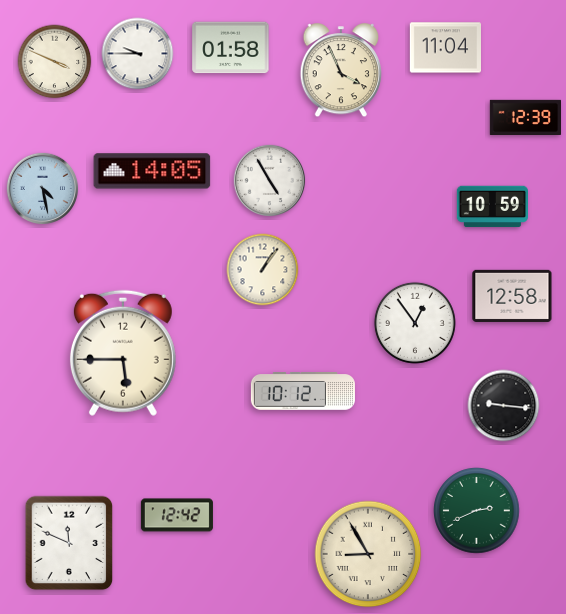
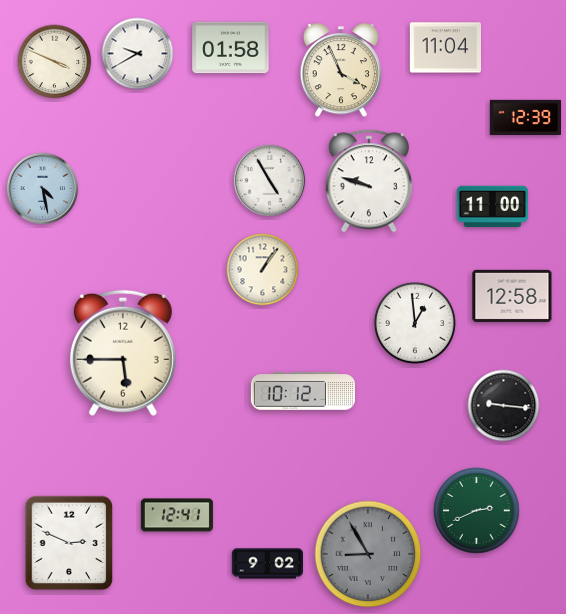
clock at (138, 54): 9:45 -> 9:40
clock at (152, 171): 14:05 -> none
clock at (369, 181): none -> 9:48
clock at (492, 207): 10:59 -> 11:00
clock at (415, 323): 12:54 -> 12:59
clock at (177, 515): 12:42 -> 12:41
clock at (69, 543): 11:49 -> 2:49
clock at (368, 554) dial: cream -> grey
clock at (267, 564): none -> 9:02
